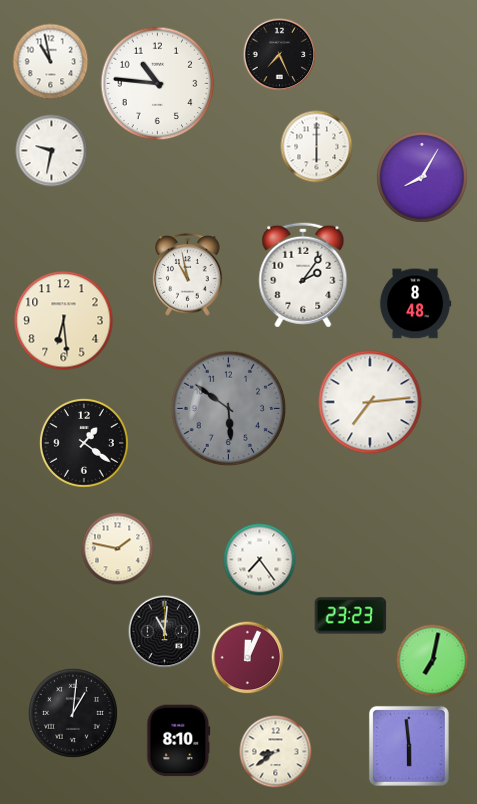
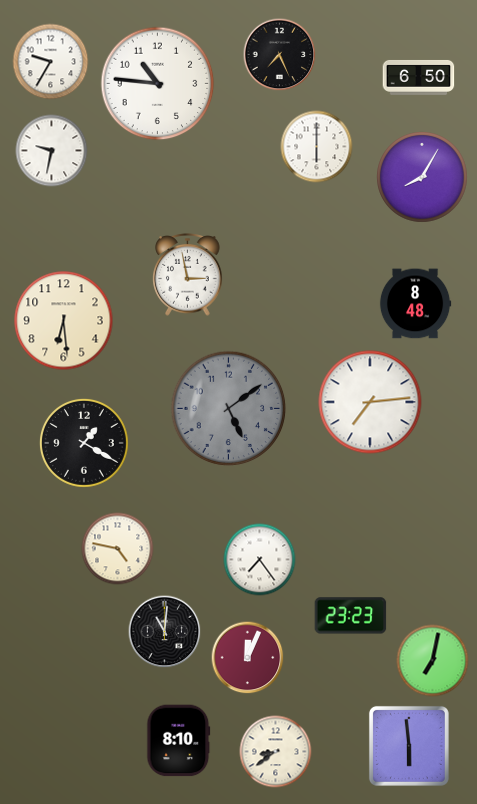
clock at (51, 62): 10:58 -> 9:35
clock at (419, 77): none -> 6:50
clock at (188, 275): 10:58 -> 2:58
clock at (303, 275): 2:06 -> none
clock at (229, 409): 5:51 -> 5:09
clock at (84, 443): 1:21 -> 1:20
clock at (118, 549): 1:47 -> 4:47
clock at (73, 713): 1:01 -> none
